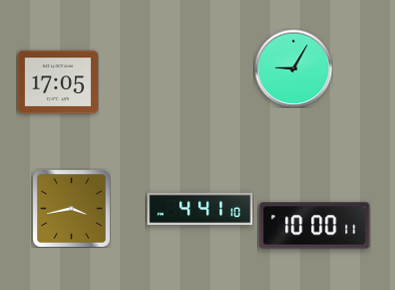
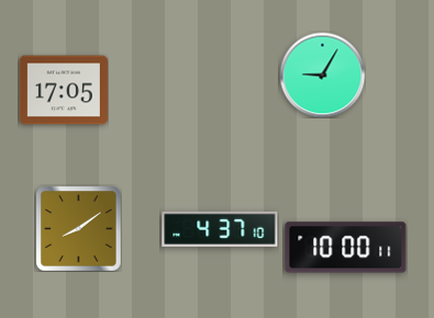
clock at (71, 208): 3:43 -> 8:09
clock at (200, 209): 4:41 -> 4:37
